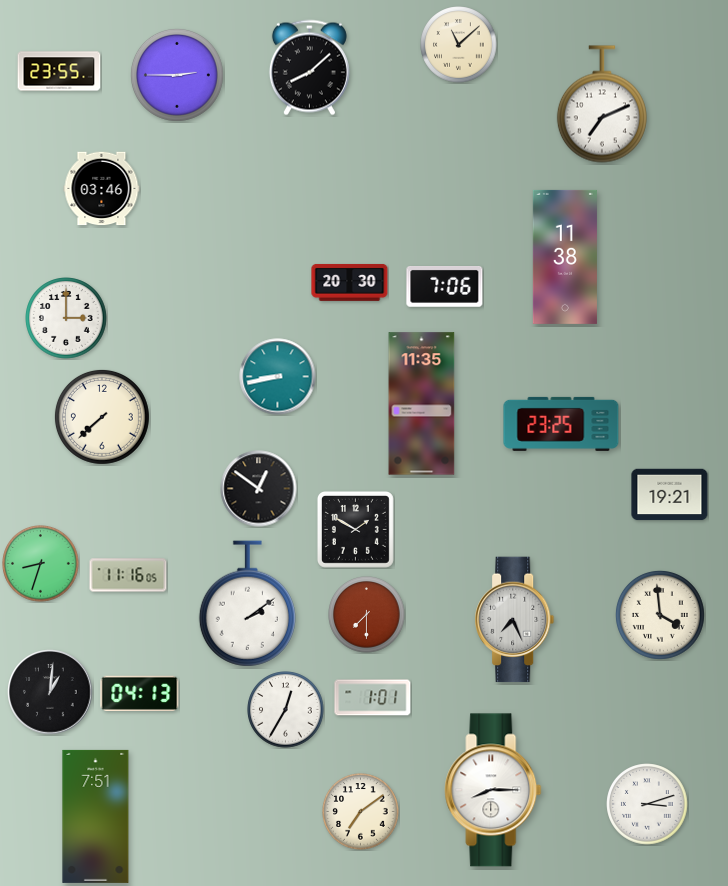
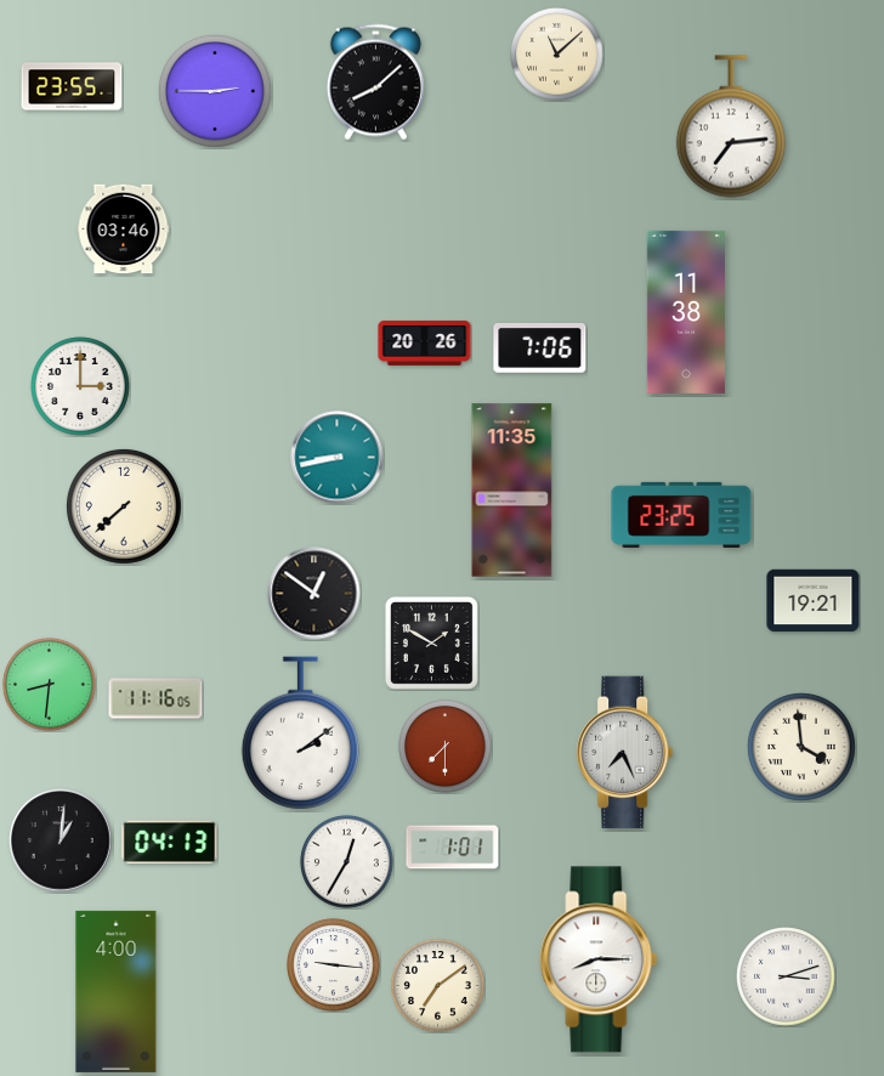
clock at (602, 104): 7:11 -> 7:14
clock at (350, 282): 20:30 -> 20:26
clock at (41, 564): 8:33 -> 8:31
clock at (334, 965): none -> 9:16
clock at (96, 816): 7:51 -> 4:00
